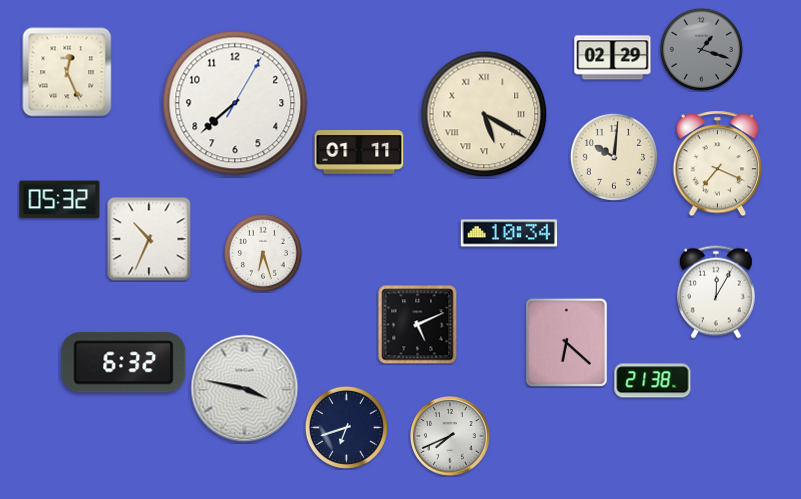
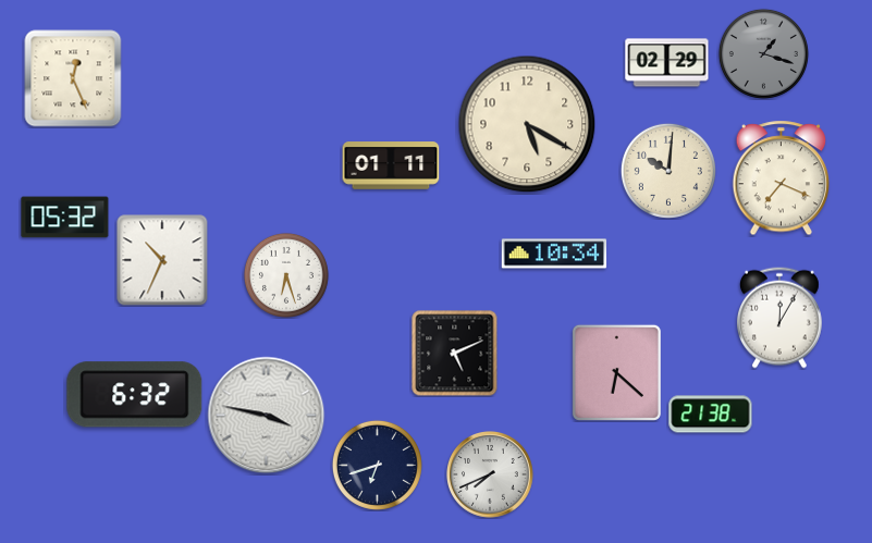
clock at (235, 103): 7:38 -> none
clock at (484, 114) numerals: Roman -> Arabic
clock at (245, 389) position: (245, 389) -> (267, 416)
